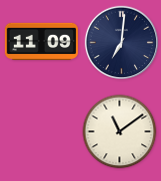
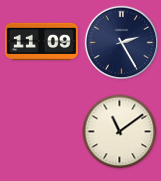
clock at (122, 43): 7:01 -> 2:25
